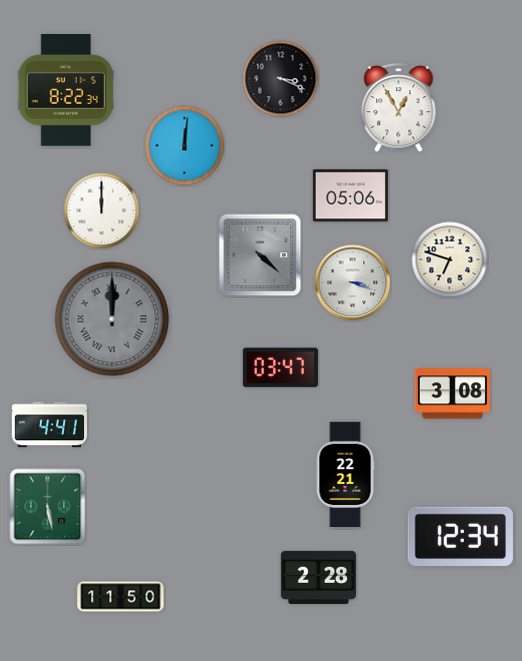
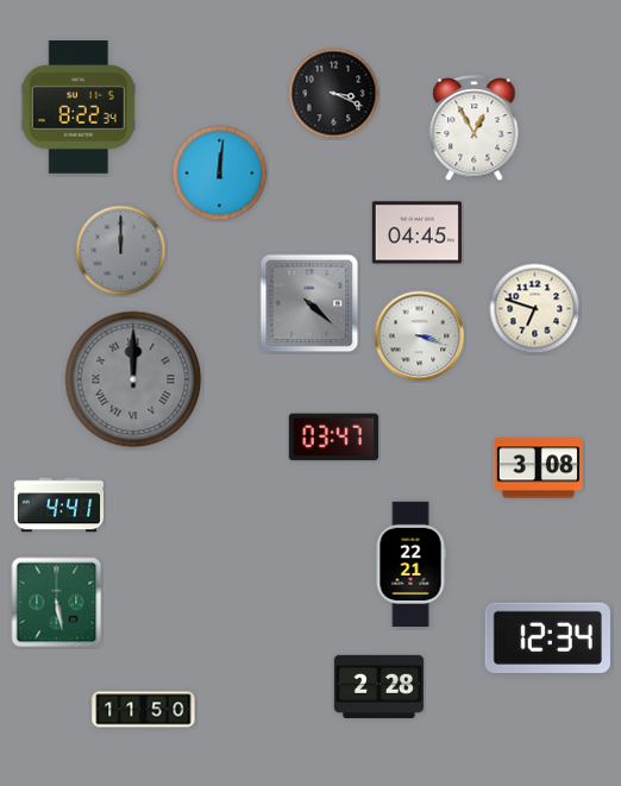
clock at (350, 196): 05:06 -> 04:45
clock at (102, 211) dial: white -> grey
